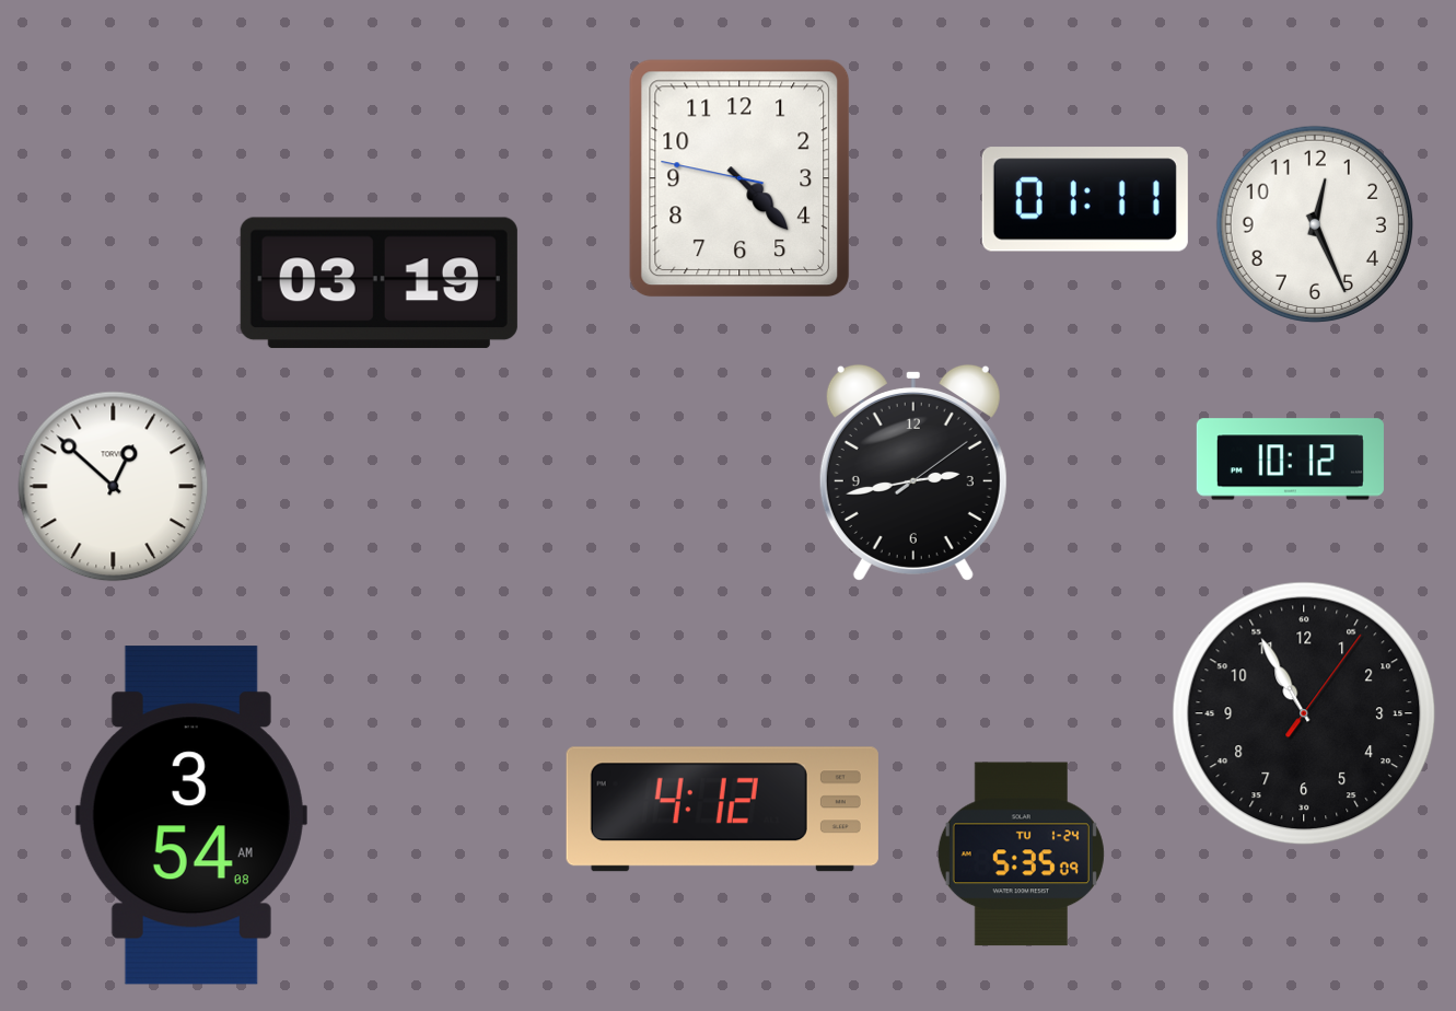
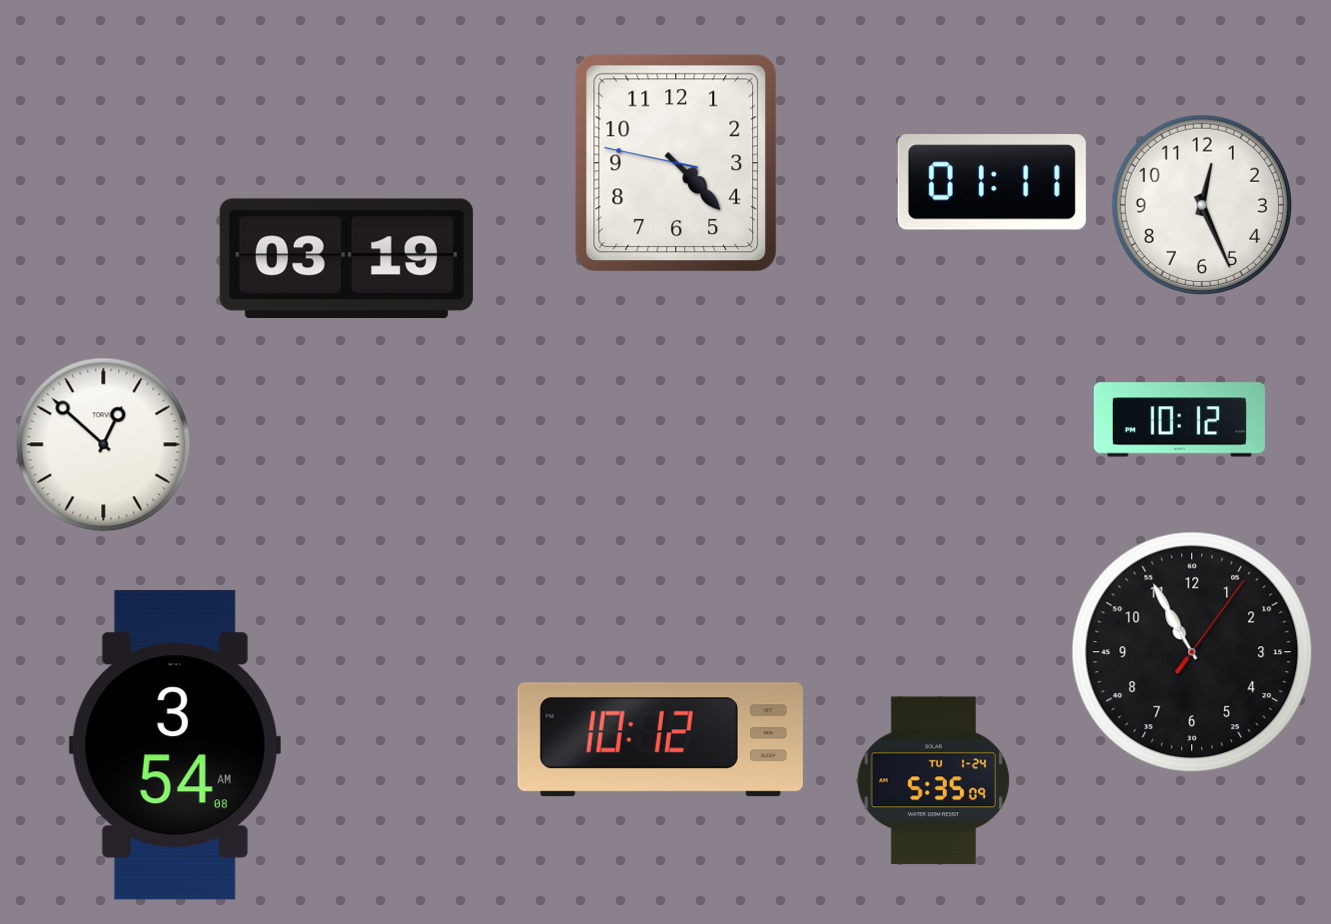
clock at (913, 473): 2:43 -> none
clock at (722, 810): 4:12 -> 10:12
